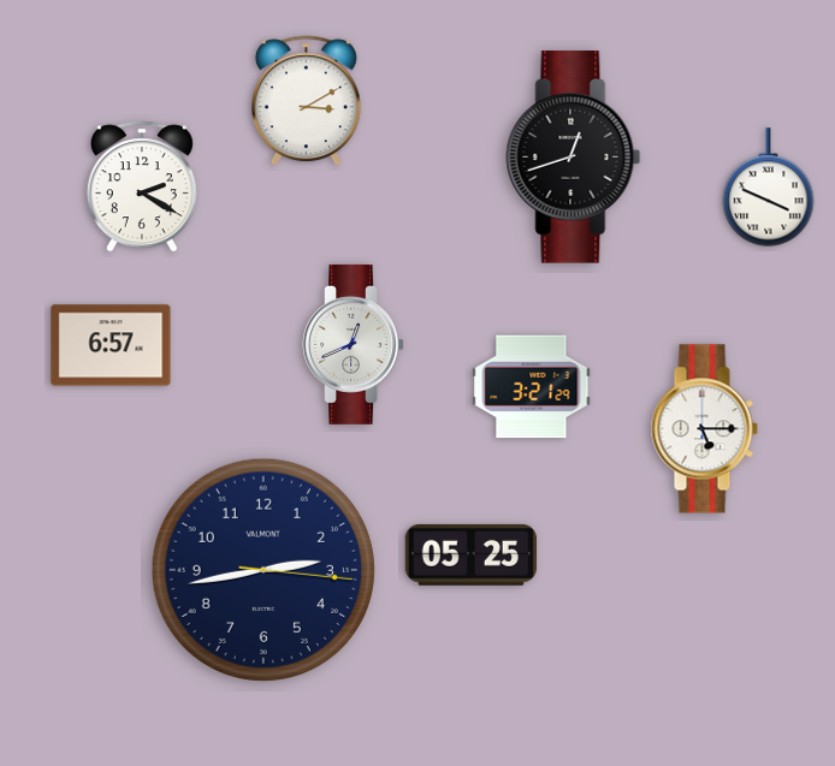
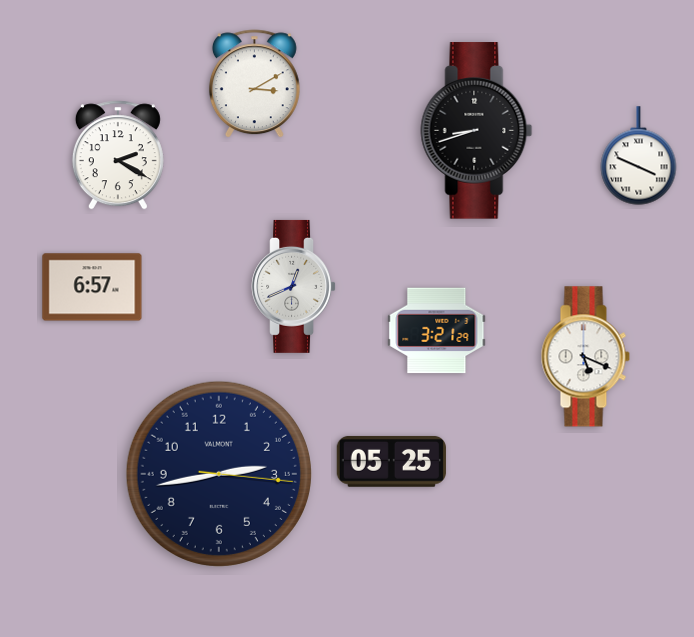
clock at (574, 158): 12:42 -> 8:42
clock at (532, 387) position: (532, 387) -> (437, 331)
clock at (704, 429): 5:15 -> 5:19
